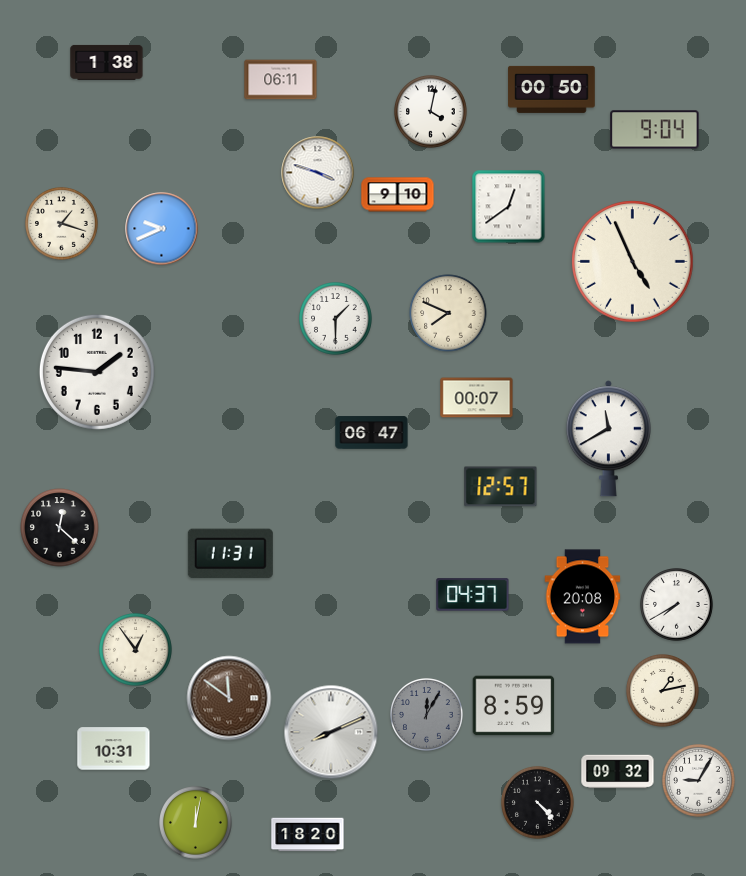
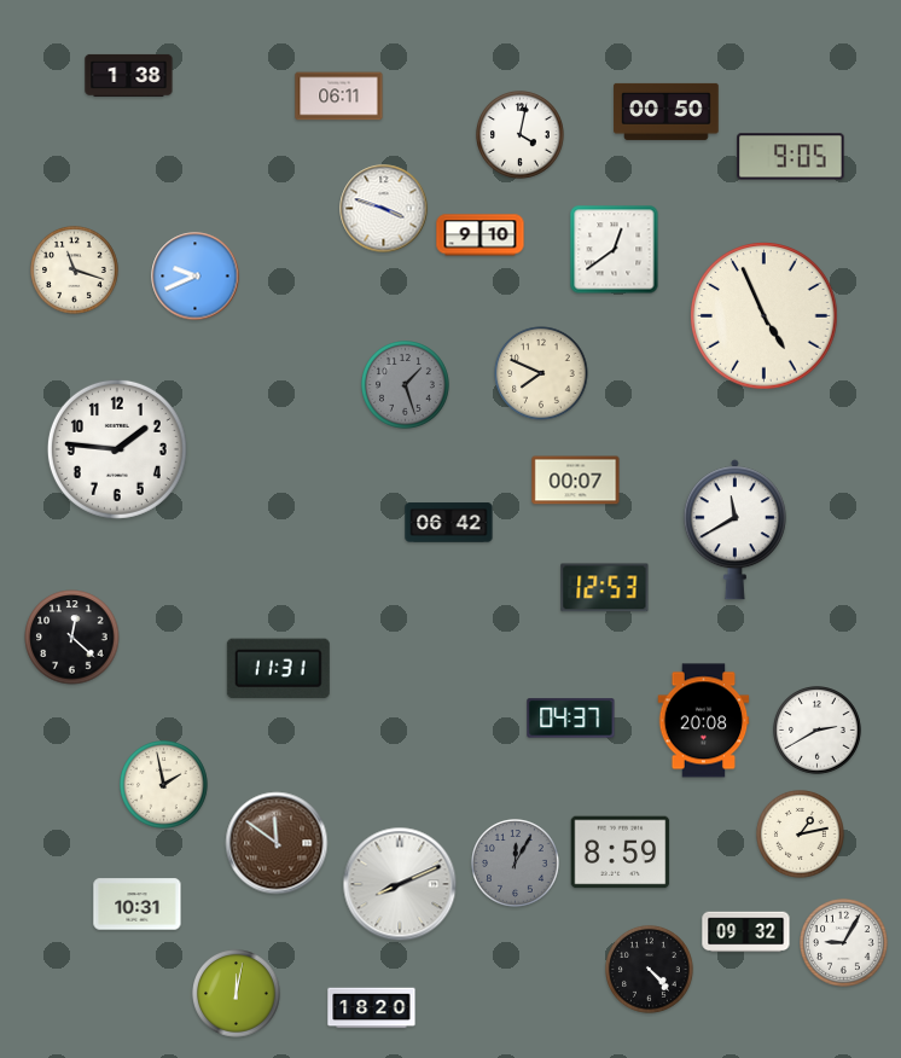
clock at (552, 89) position: (552, 89) -> (667, 111)
clock at (655, 130): 9:04 -> 9:05
clock at (62, 224): 1:18 -> 11:18
clock at (448, 313) position: (448, 313) -> (541, 373)
clock at (336, 319): 1:30 -> 1:27
clock at (336, 319) dial: white -> grey
clock at (372, 433): 06:47 -> 06:42
clock at (501, 487): 12:57 -> 12:53
clock at (677, 605): 7:40 -> 2:40
clock at (136, 650): 12:54 -> 1:58
